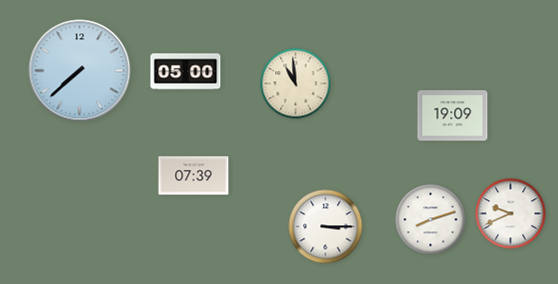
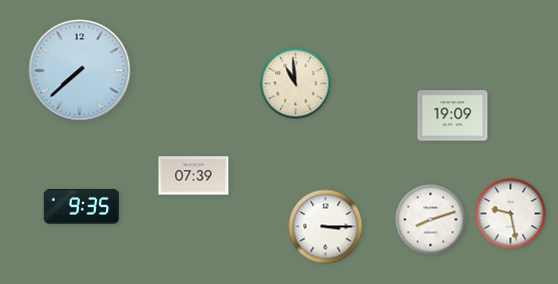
clock at (186, 72): 05:00 -> none
clock at (81, 207): none -> 9:35
clock at (511, 214): 9:41 -> 9:28
